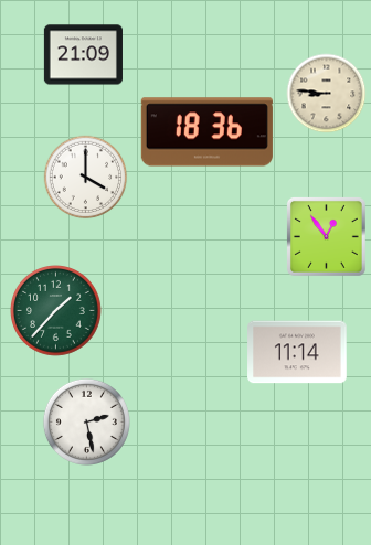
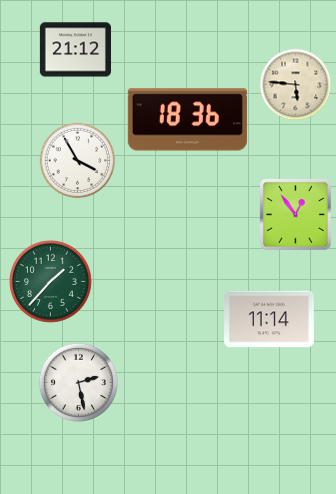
clock at (83, 55): 21:09 -> 21:12
clock at (327, 94): 8:46 -> 5:46
clock at (86, 178): 4:00 -> 3:55
